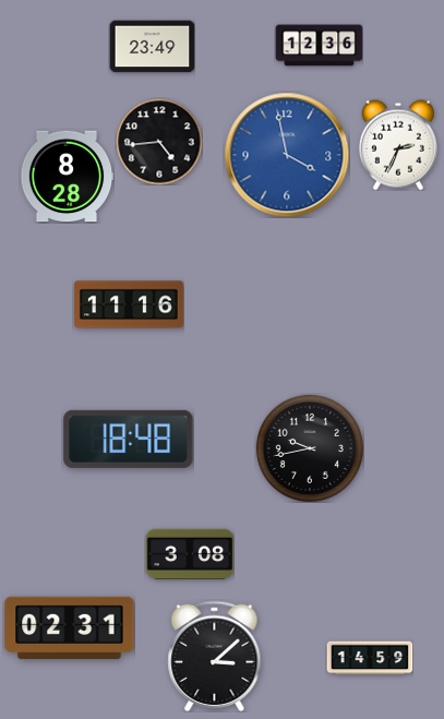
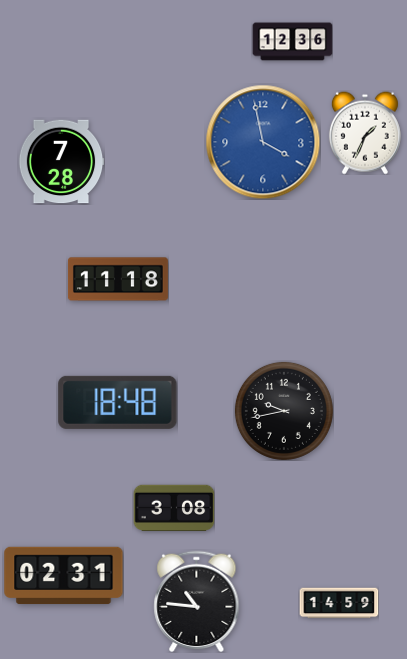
clock at (152, 47): 23:49 -> none
clock at (159, 142): 4:44 -> none
clock at (398, 145): 2:34 -> 1:34
clock at (67, 177): 8:28 -> 7:28
clock at (129, 304): 11:16 -> 11:18
clock at (215, 656): 3:08 -> 10:46
